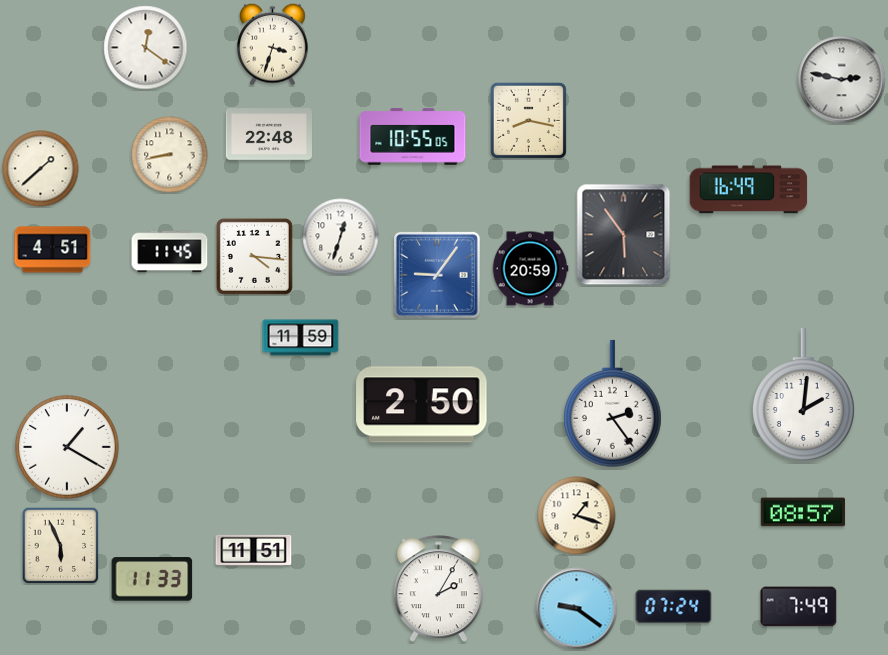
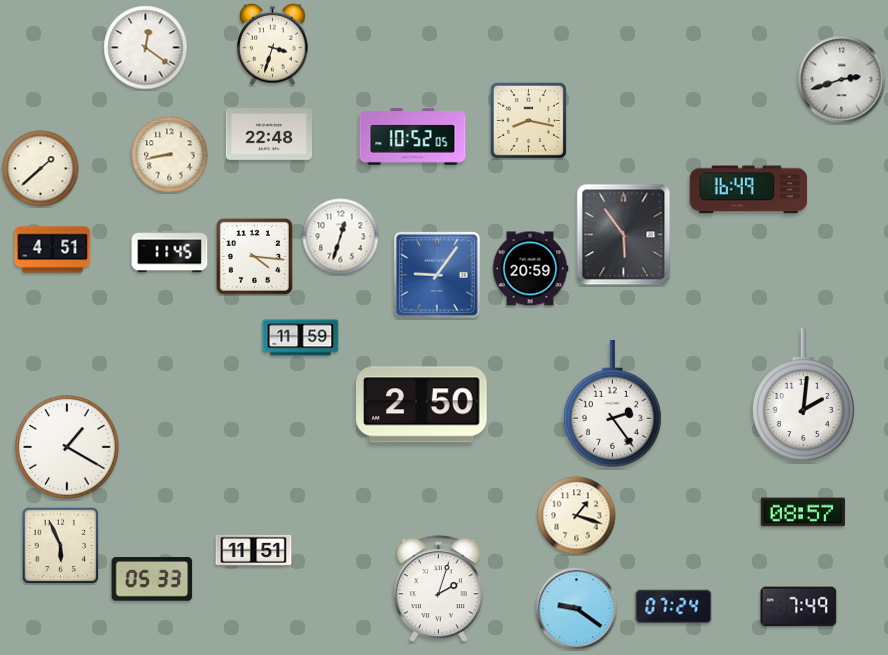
clock at (842, 80): 2:47 -> 2:42
clock at (413, 137): 10:55 -> 10:52
clock at (152, 579): 11:33 -> 05:33
clock at (438, 589): 2:05 -> 2:03
